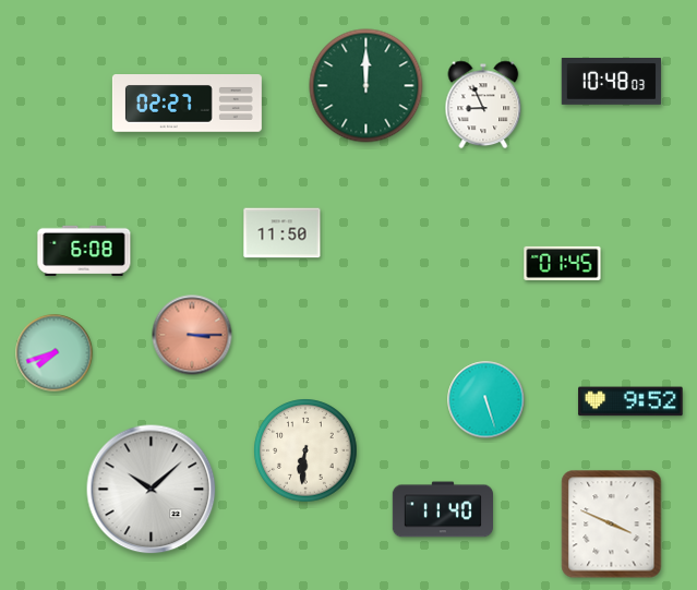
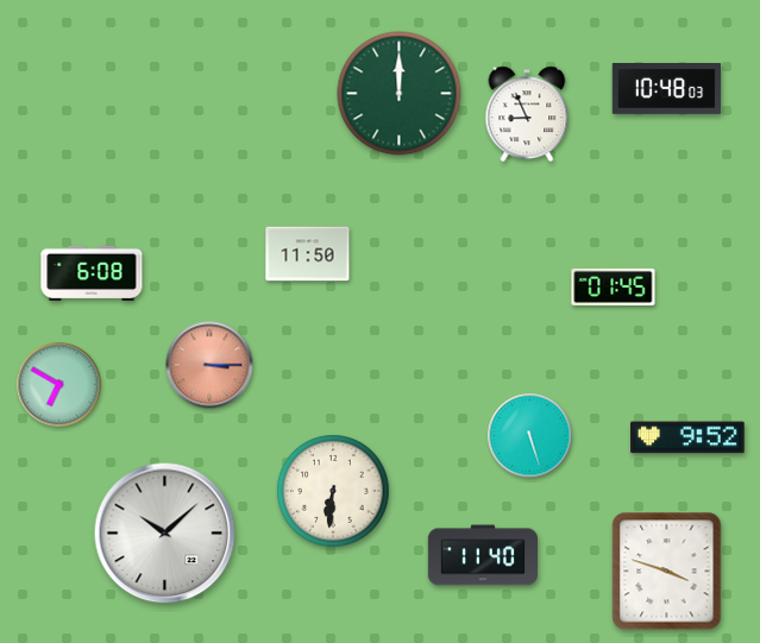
clock at (187, 104): 02:27 -> none
clock at (55, 353): 7:42 -> 6:50
clock at (612, 525): 3:49 -> 3:48
